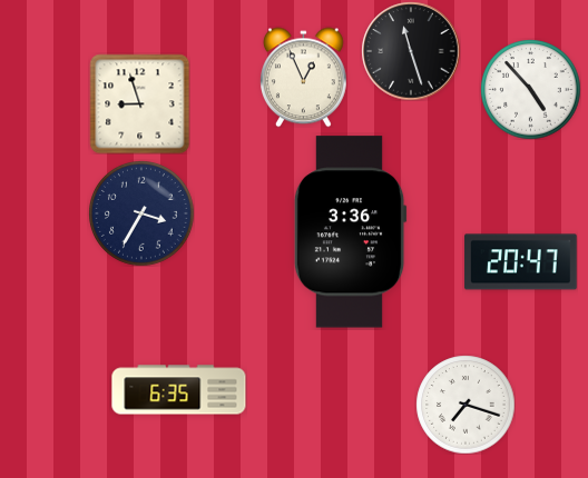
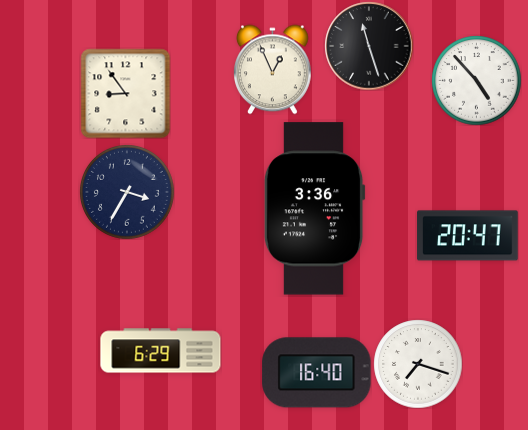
clock at (139, 103): 8:57 -> 8:54
clock at (179, 390): 6:35 -> 6:29
clock at (317, 373): none -> 16:40
